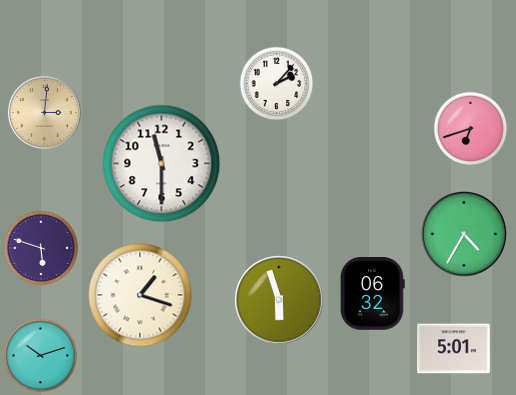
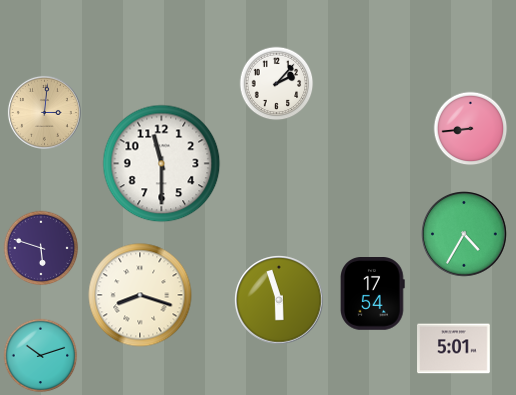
clock at (471, 129): 6:42 -> 8:44
clock at (373, 294): 06:32 -> 17:54
clock at (140, 295): 1:18 -> 8:18
